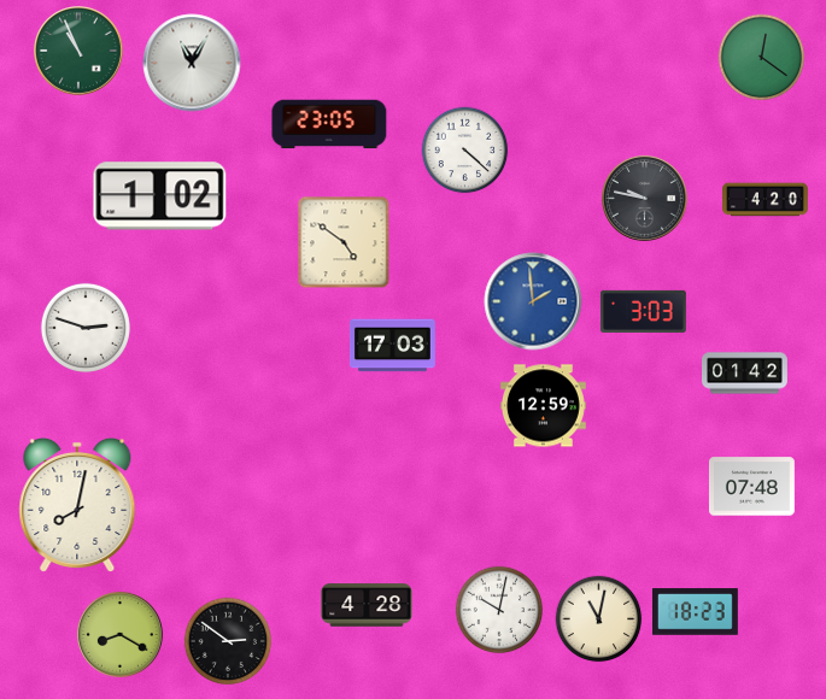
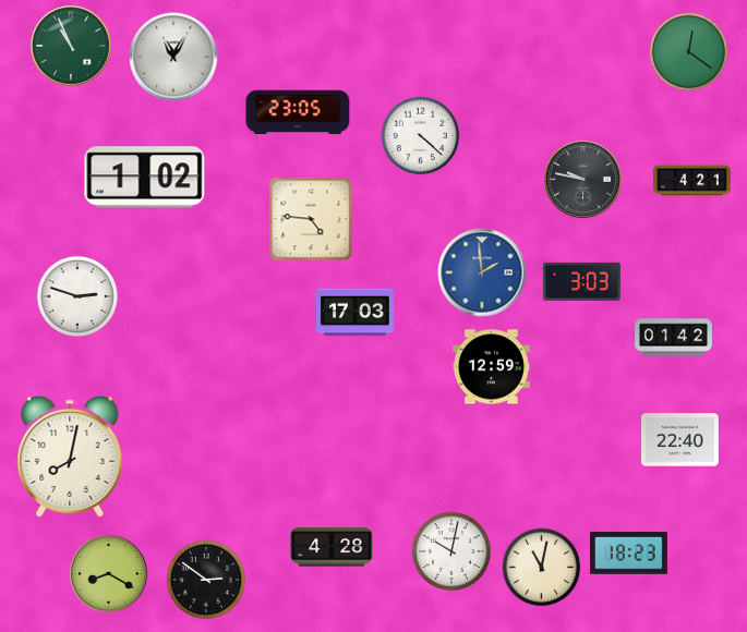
clock at (766, 200): 4:20 -> 4:21
clock at (344, 242): 4:51 -> 4:46
clock at (751, 487): 07:48 -> 22:40
clock at (599, 619) position: (599, 619) -> (542, 568)
